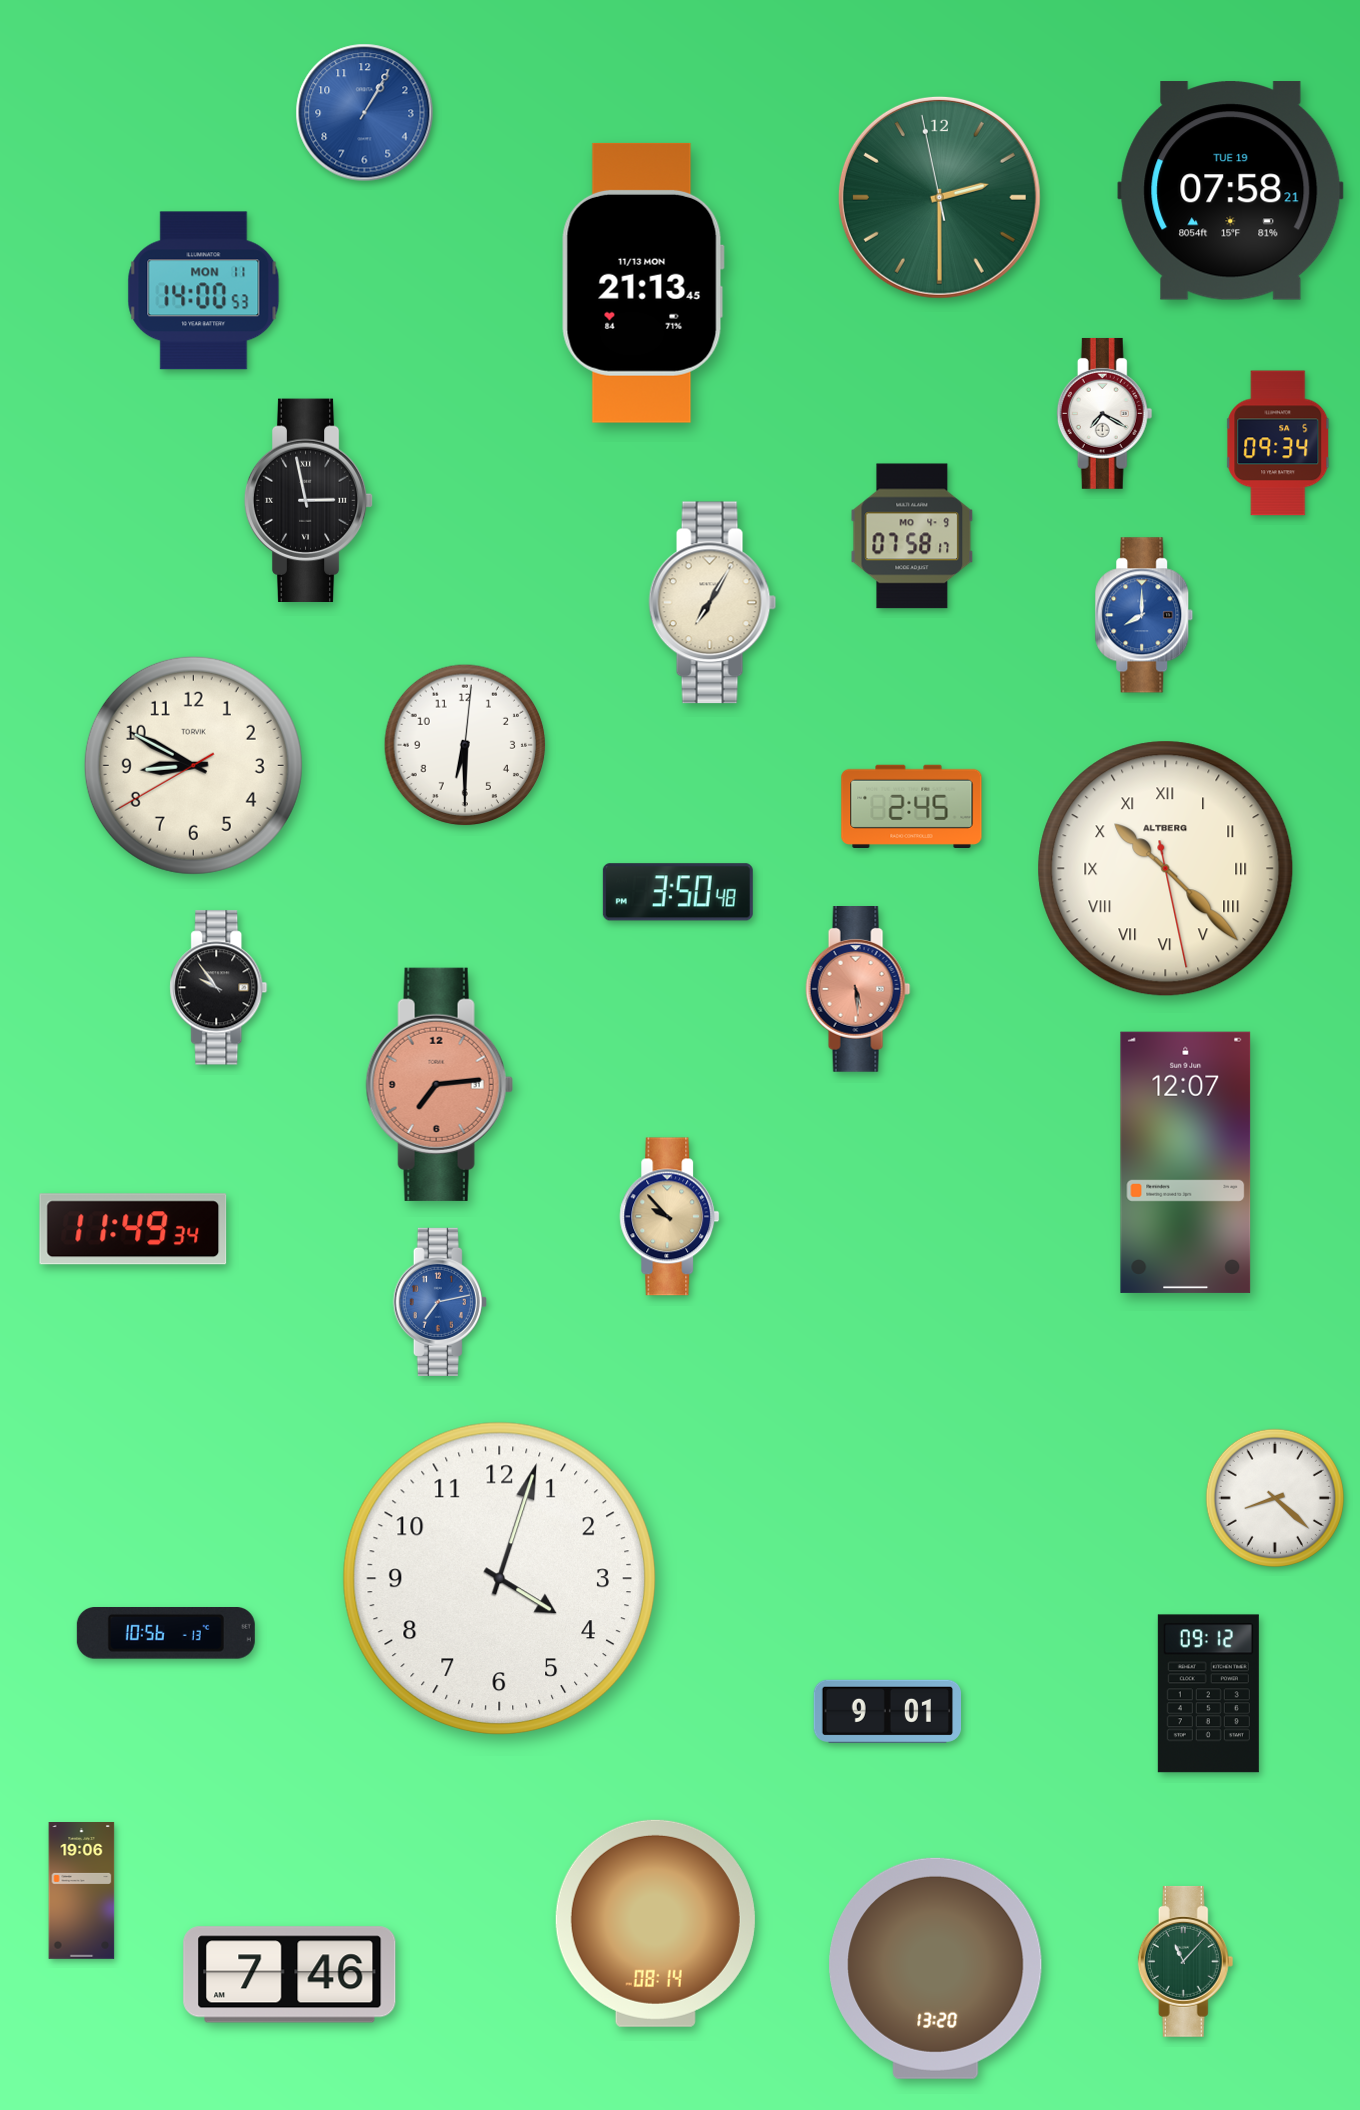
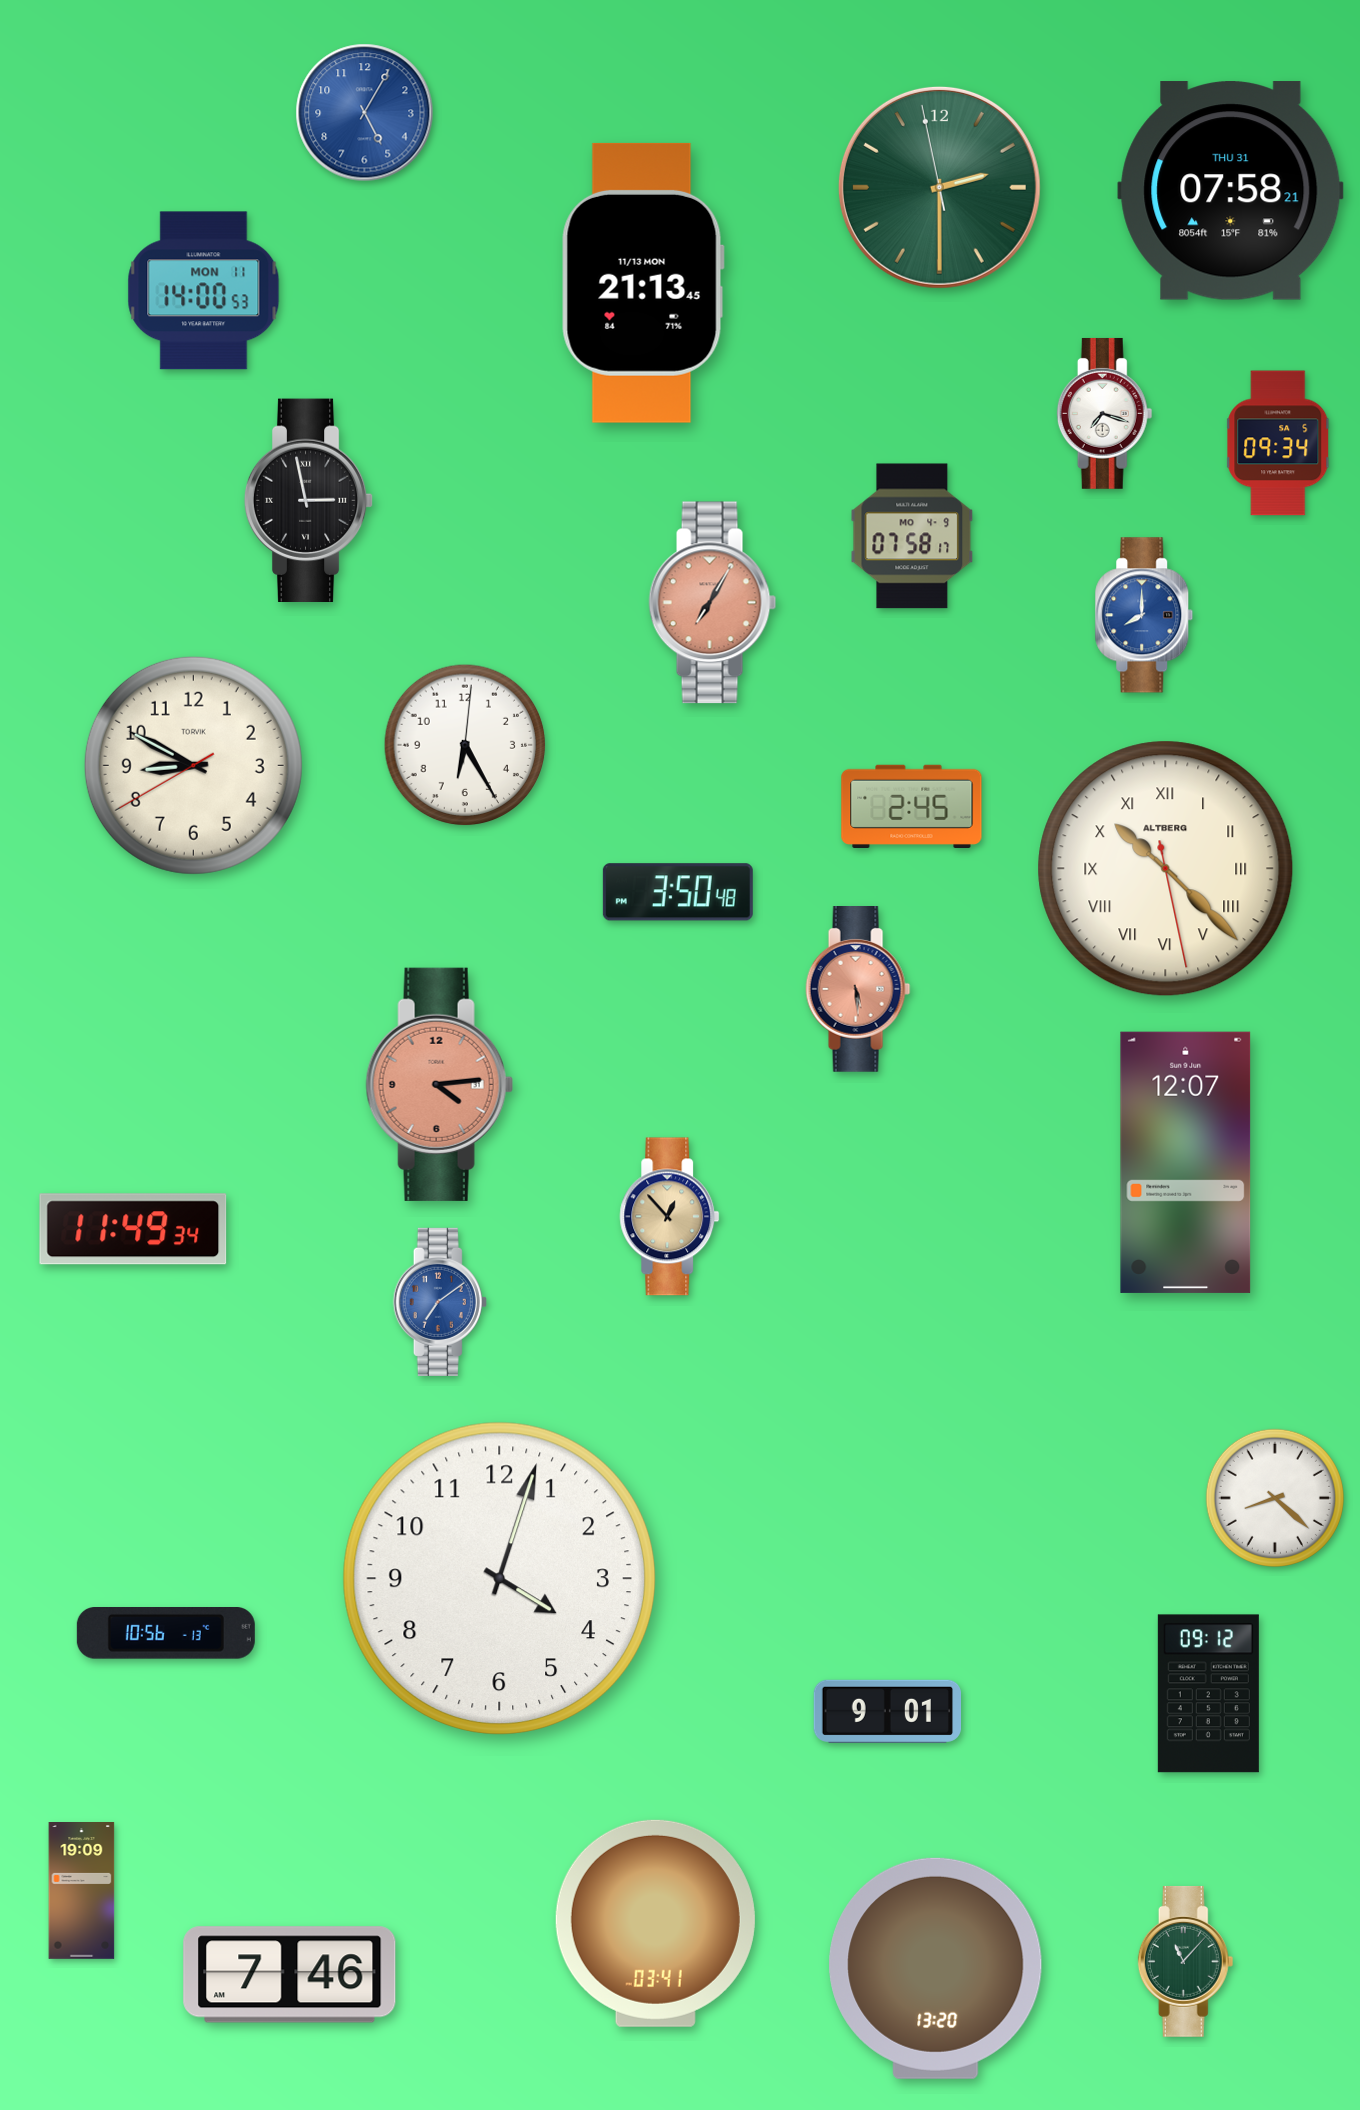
clock at (365, 113): 1:05 -> 5:05
clock at (1231, 191) date: TUE 19 -> THU 31
clock at (939, 197) position: (939, 197) -> (939, 187)
clock at (1105, 413): 7:20 -> 7:18
clock at (713, 603) dial: cream -> salmon
clock at (465, 745): 6:30 -> 6:25
clock at (219, 988): 9:54 -> none
clock at (439, 1084): 7:14 -> 4:14
clock at (670, 1217): 9:53 -> 12:53
clock at (440, 1302): 7:13 -> 7:09
clock at (82, 1891): 19:06 -> 19:09
clock at (655, 1923): 08:14 -> 03:41
